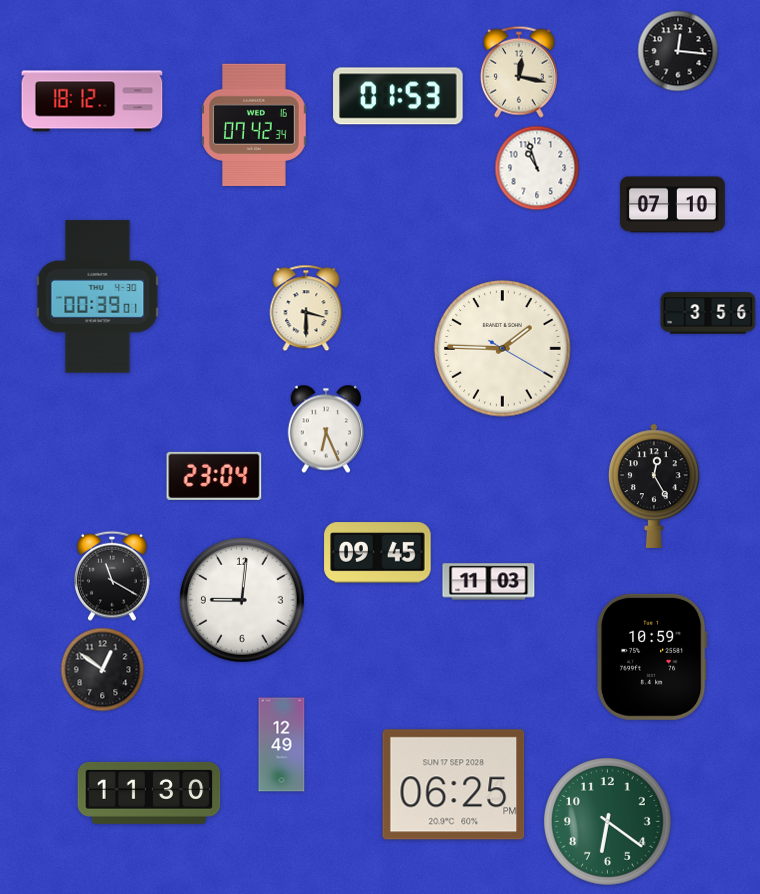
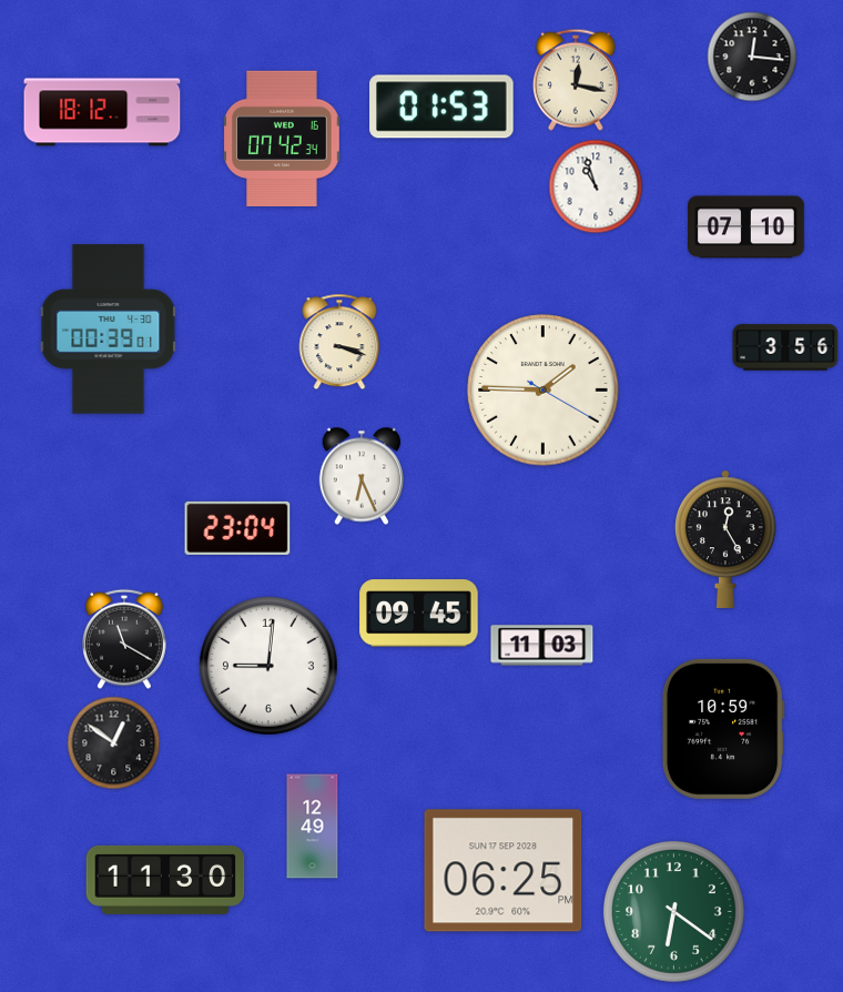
clock at (306, 308): 3:30 -> 3:18
clock at (503, 349) position: (503, 349) -> (544, 391)
